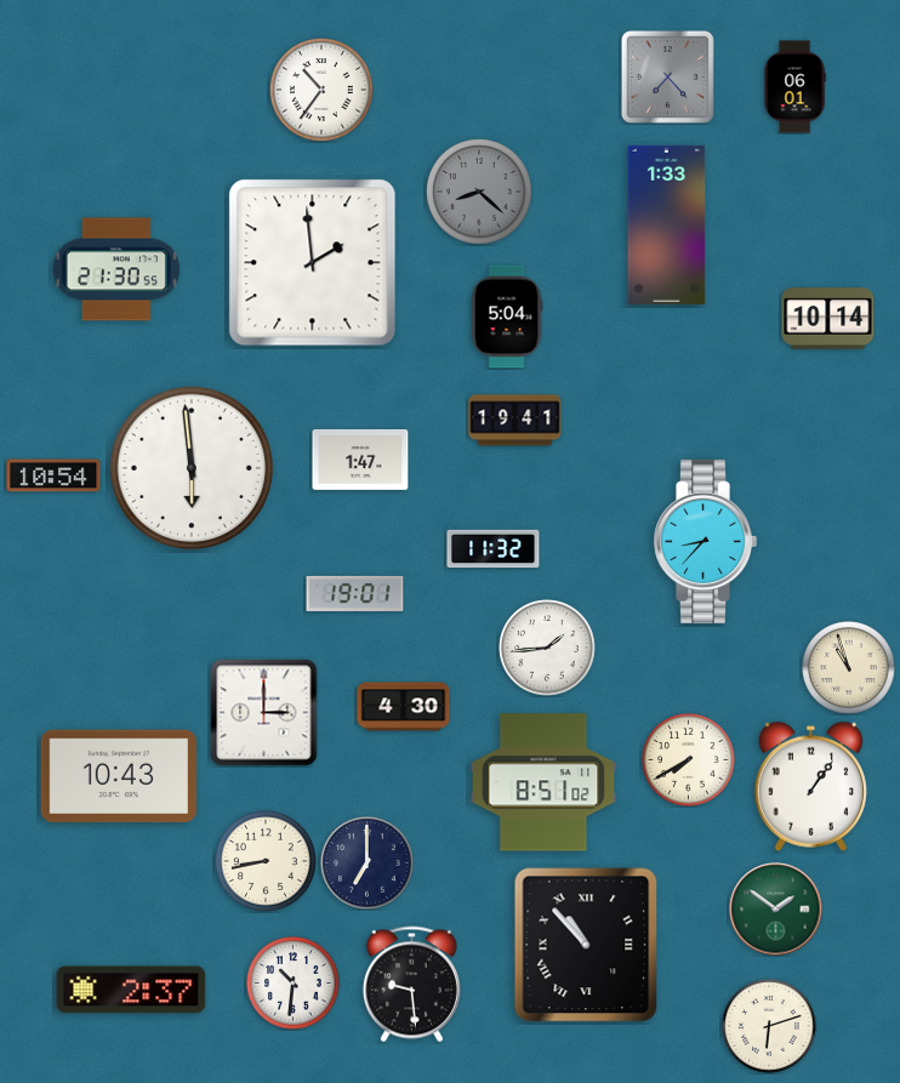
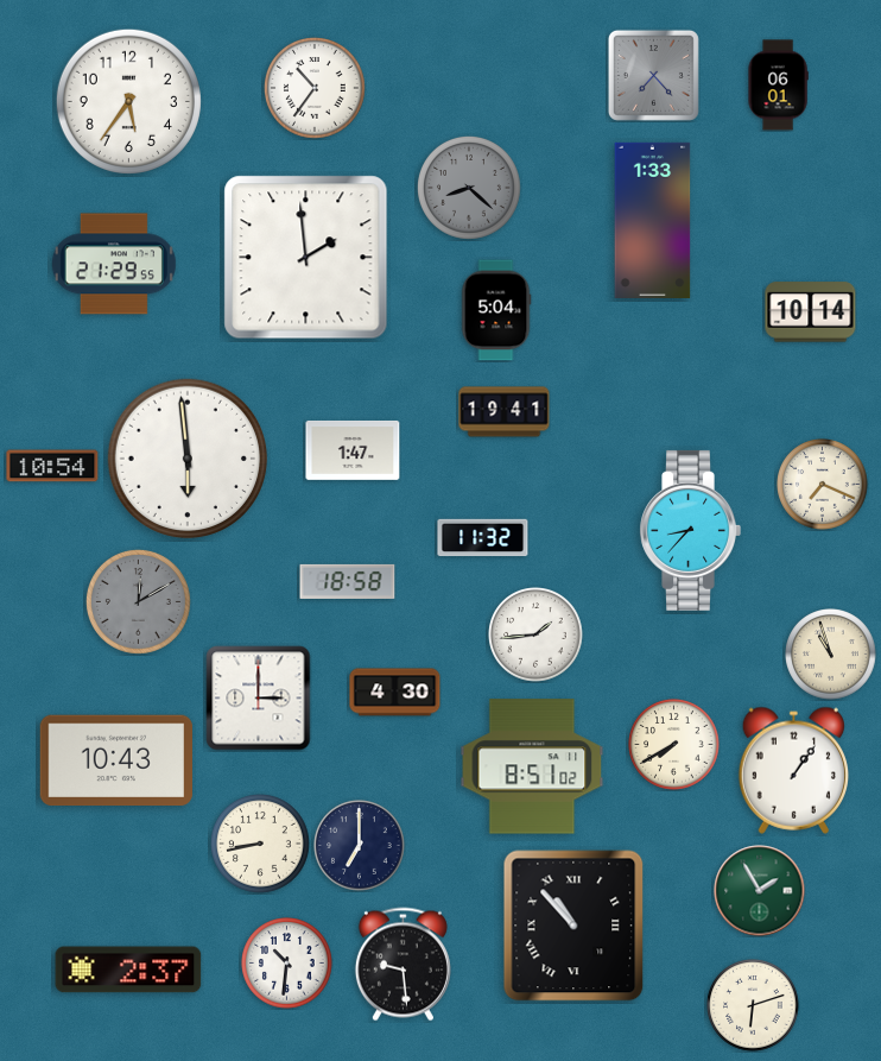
clock at (128, 101): none -> 5:36
clock at (116, 269): 21:30 -> 21:29
clock at (823, 485): none -> 7:19
clock at (355, 593): 19:01 -> 18:58
clock at (138, 601): none -> 12:10
clock at (776, 910): 1:51 -> 1:55
